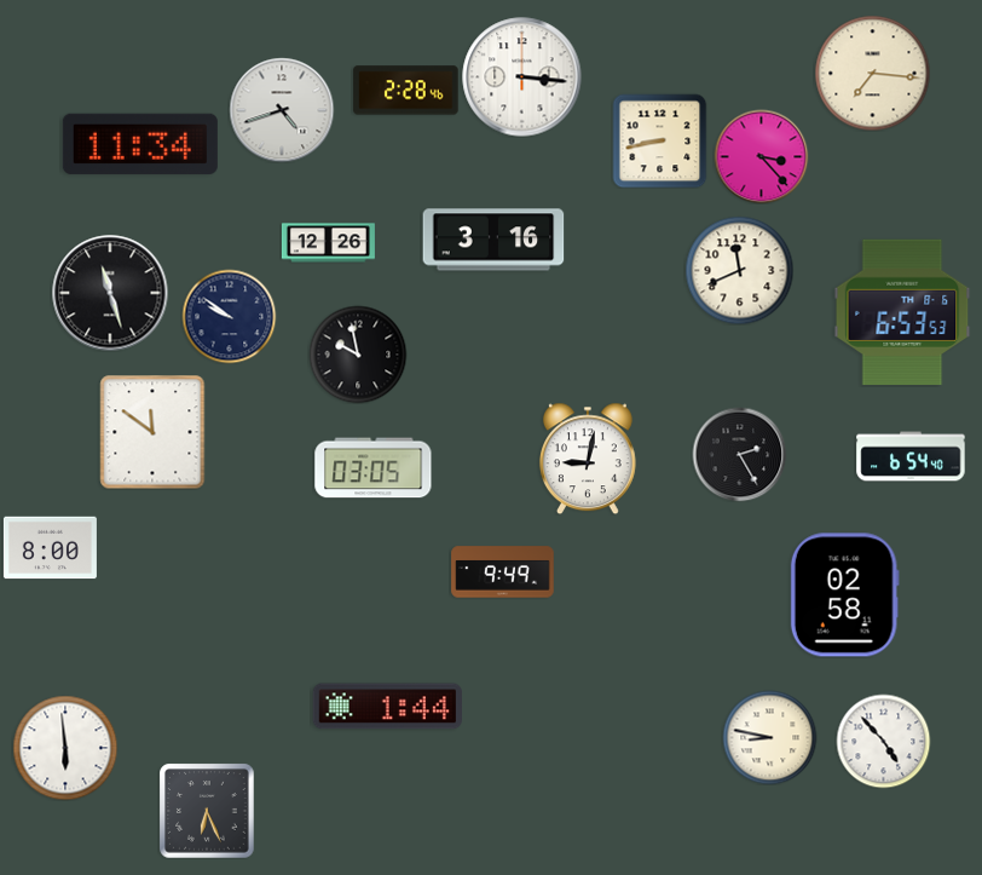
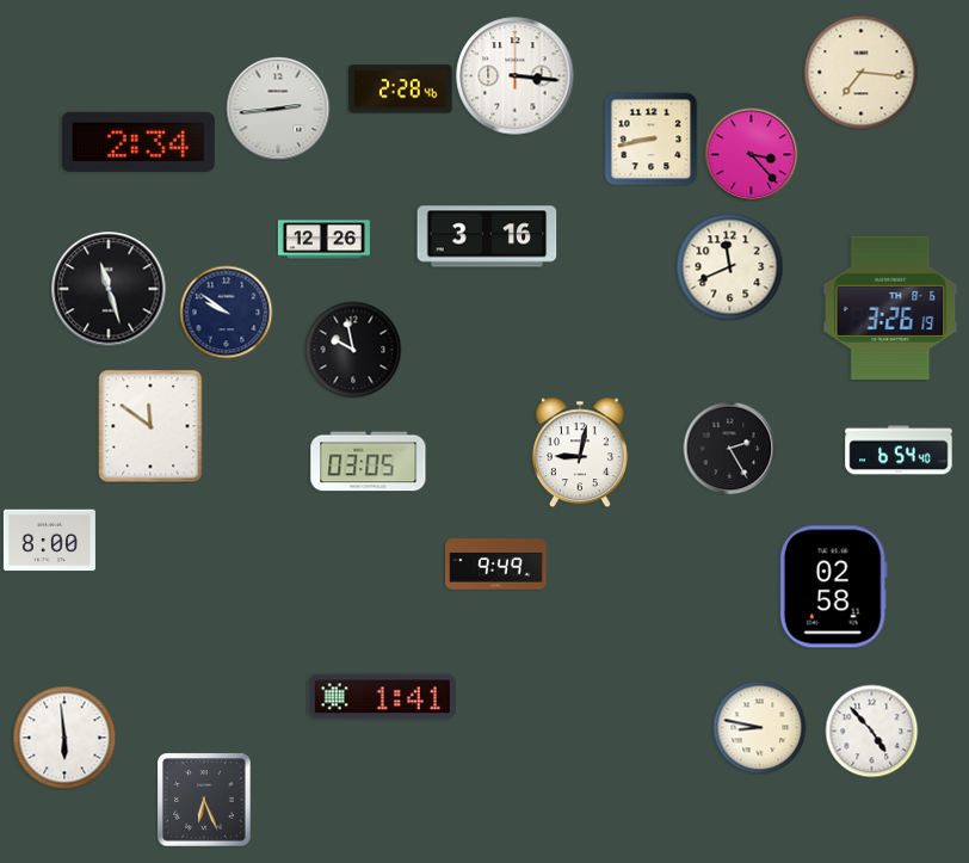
clock at (282, 110): 4:42 -> 2:44
clock at (140, 144): 11:34 -> 2:34
clock at (902, 312): 6:53 -> 3:26
clock at (387, 707): 1:44 -> 1:41
